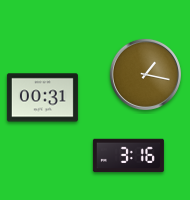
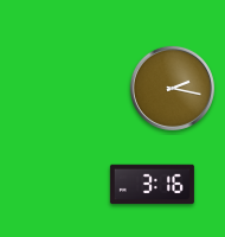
clock at (145, 74): 1:17 -> 2:17
clock at (42, 98): 00:31 -> none
